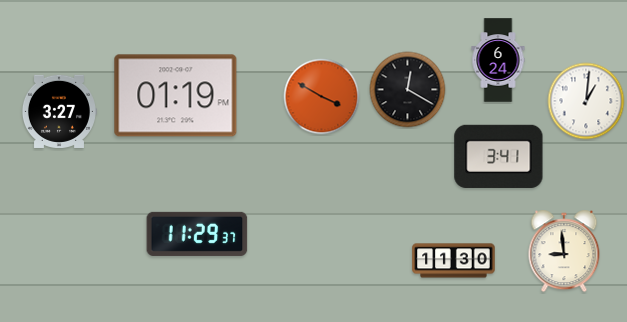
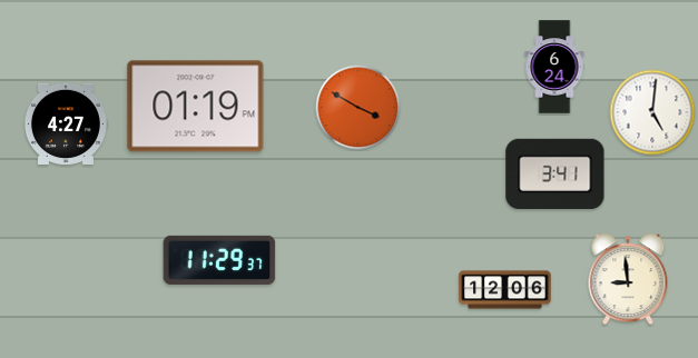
clock at (408, 90): 12:20 -> none
clock at (586, 101): 1:01 -> 5:01
clock at (59, 111): 3:27 -> 4:27
clock at (454, 261): 11:30 -> 12:06
